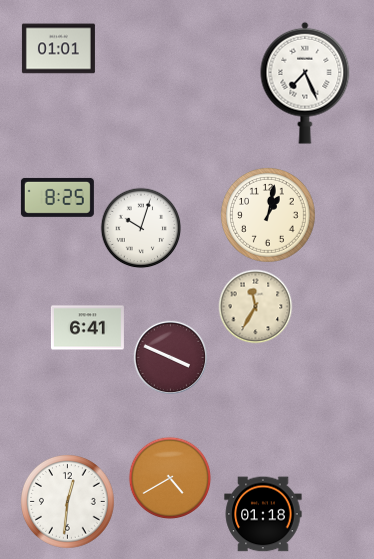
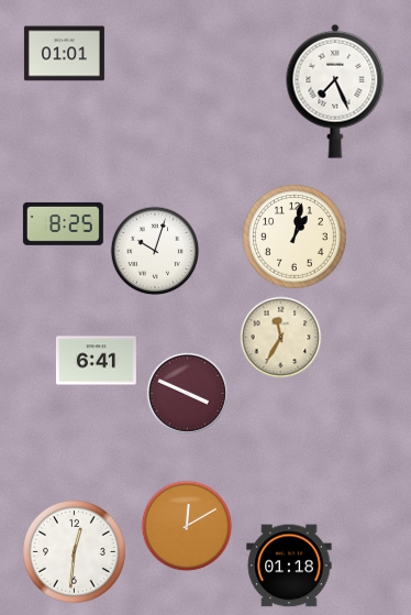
clock at (57, 197) position: (57, 197) -> (63, 223)
clock at (170, 478): 4:40 -> 12:10
